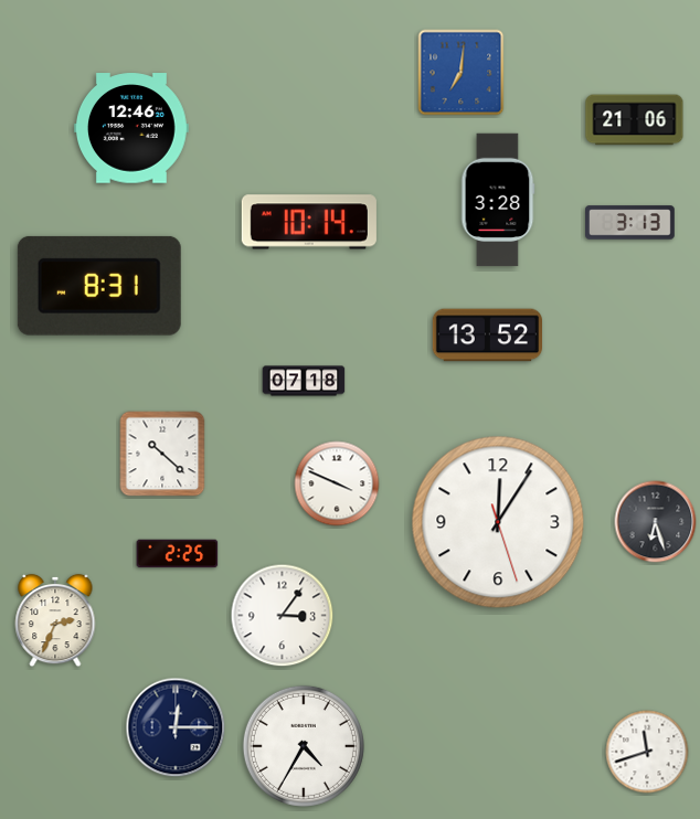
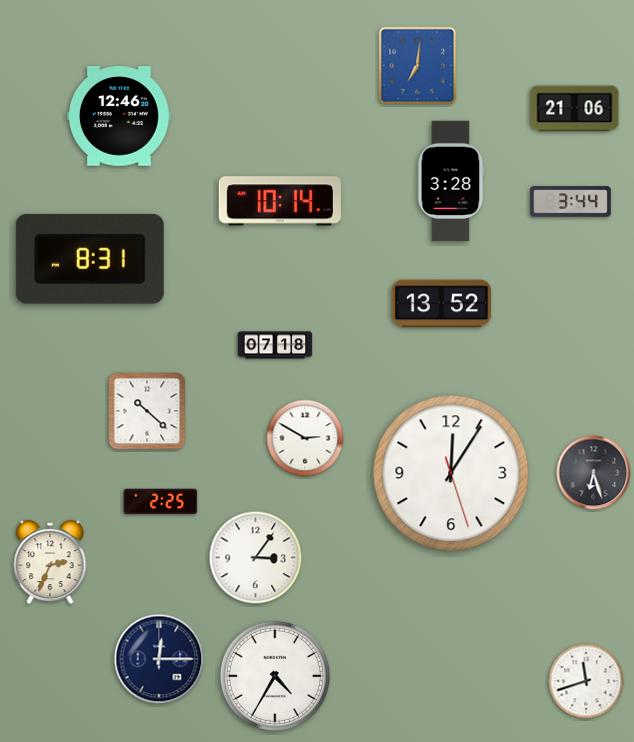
clock at (630, 223): 3:13 -> 3:44
clock at (337, 483): 3:49 -> 2:50
